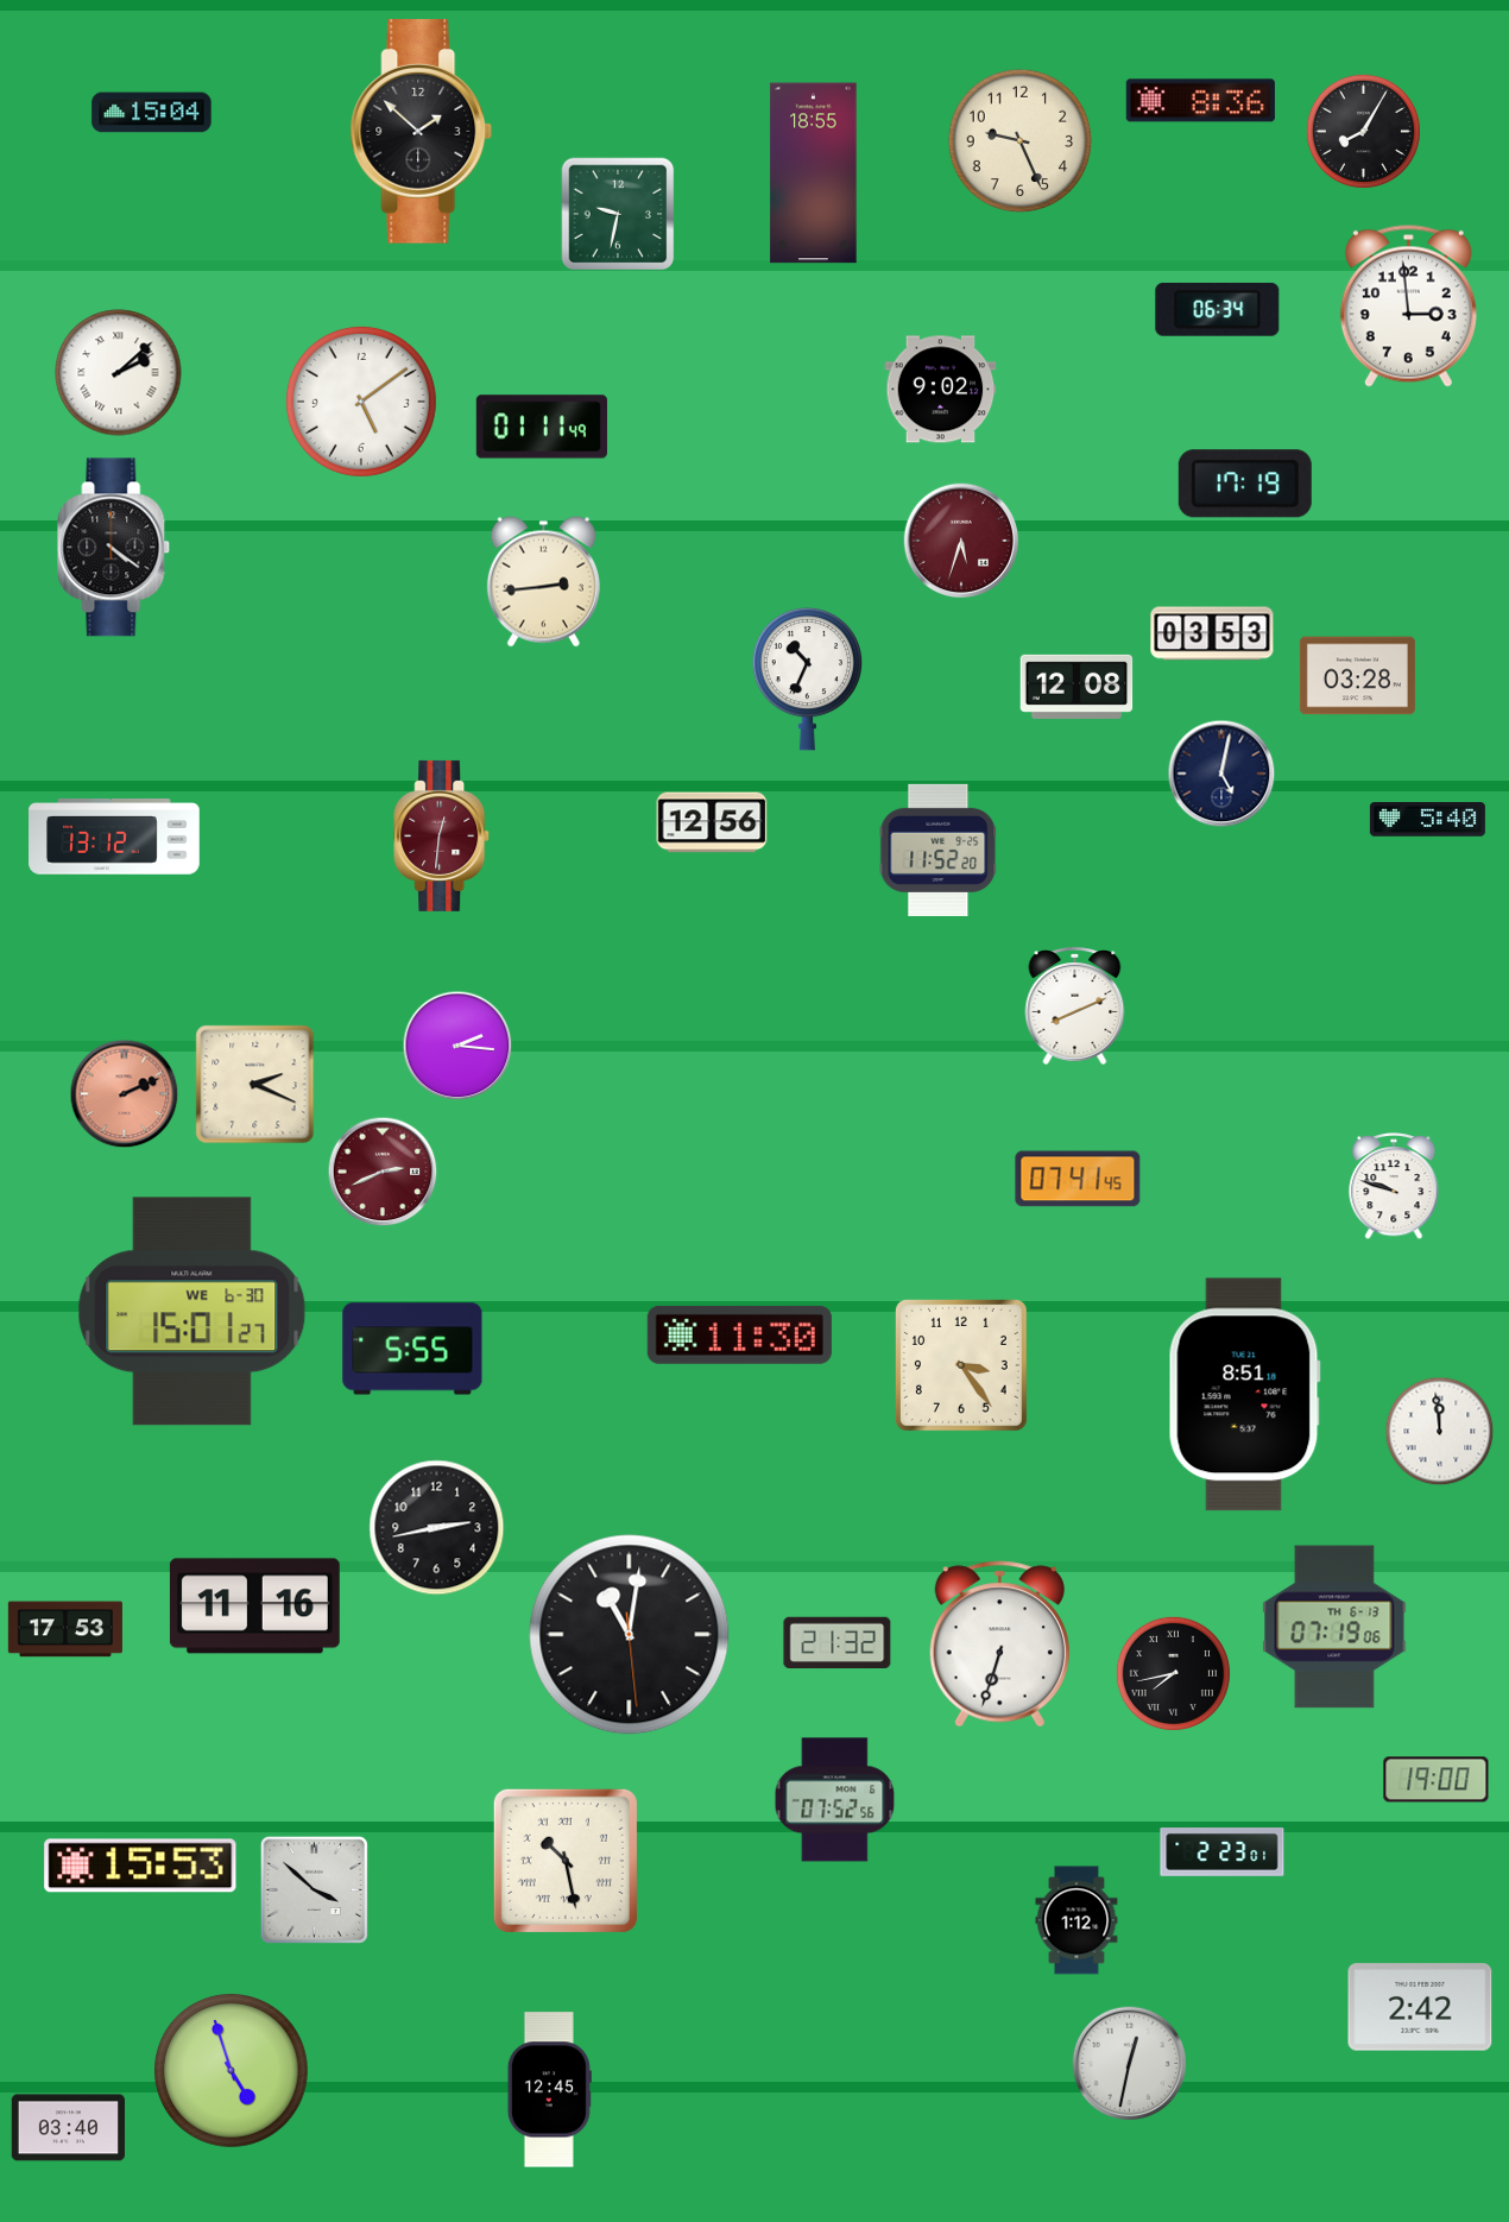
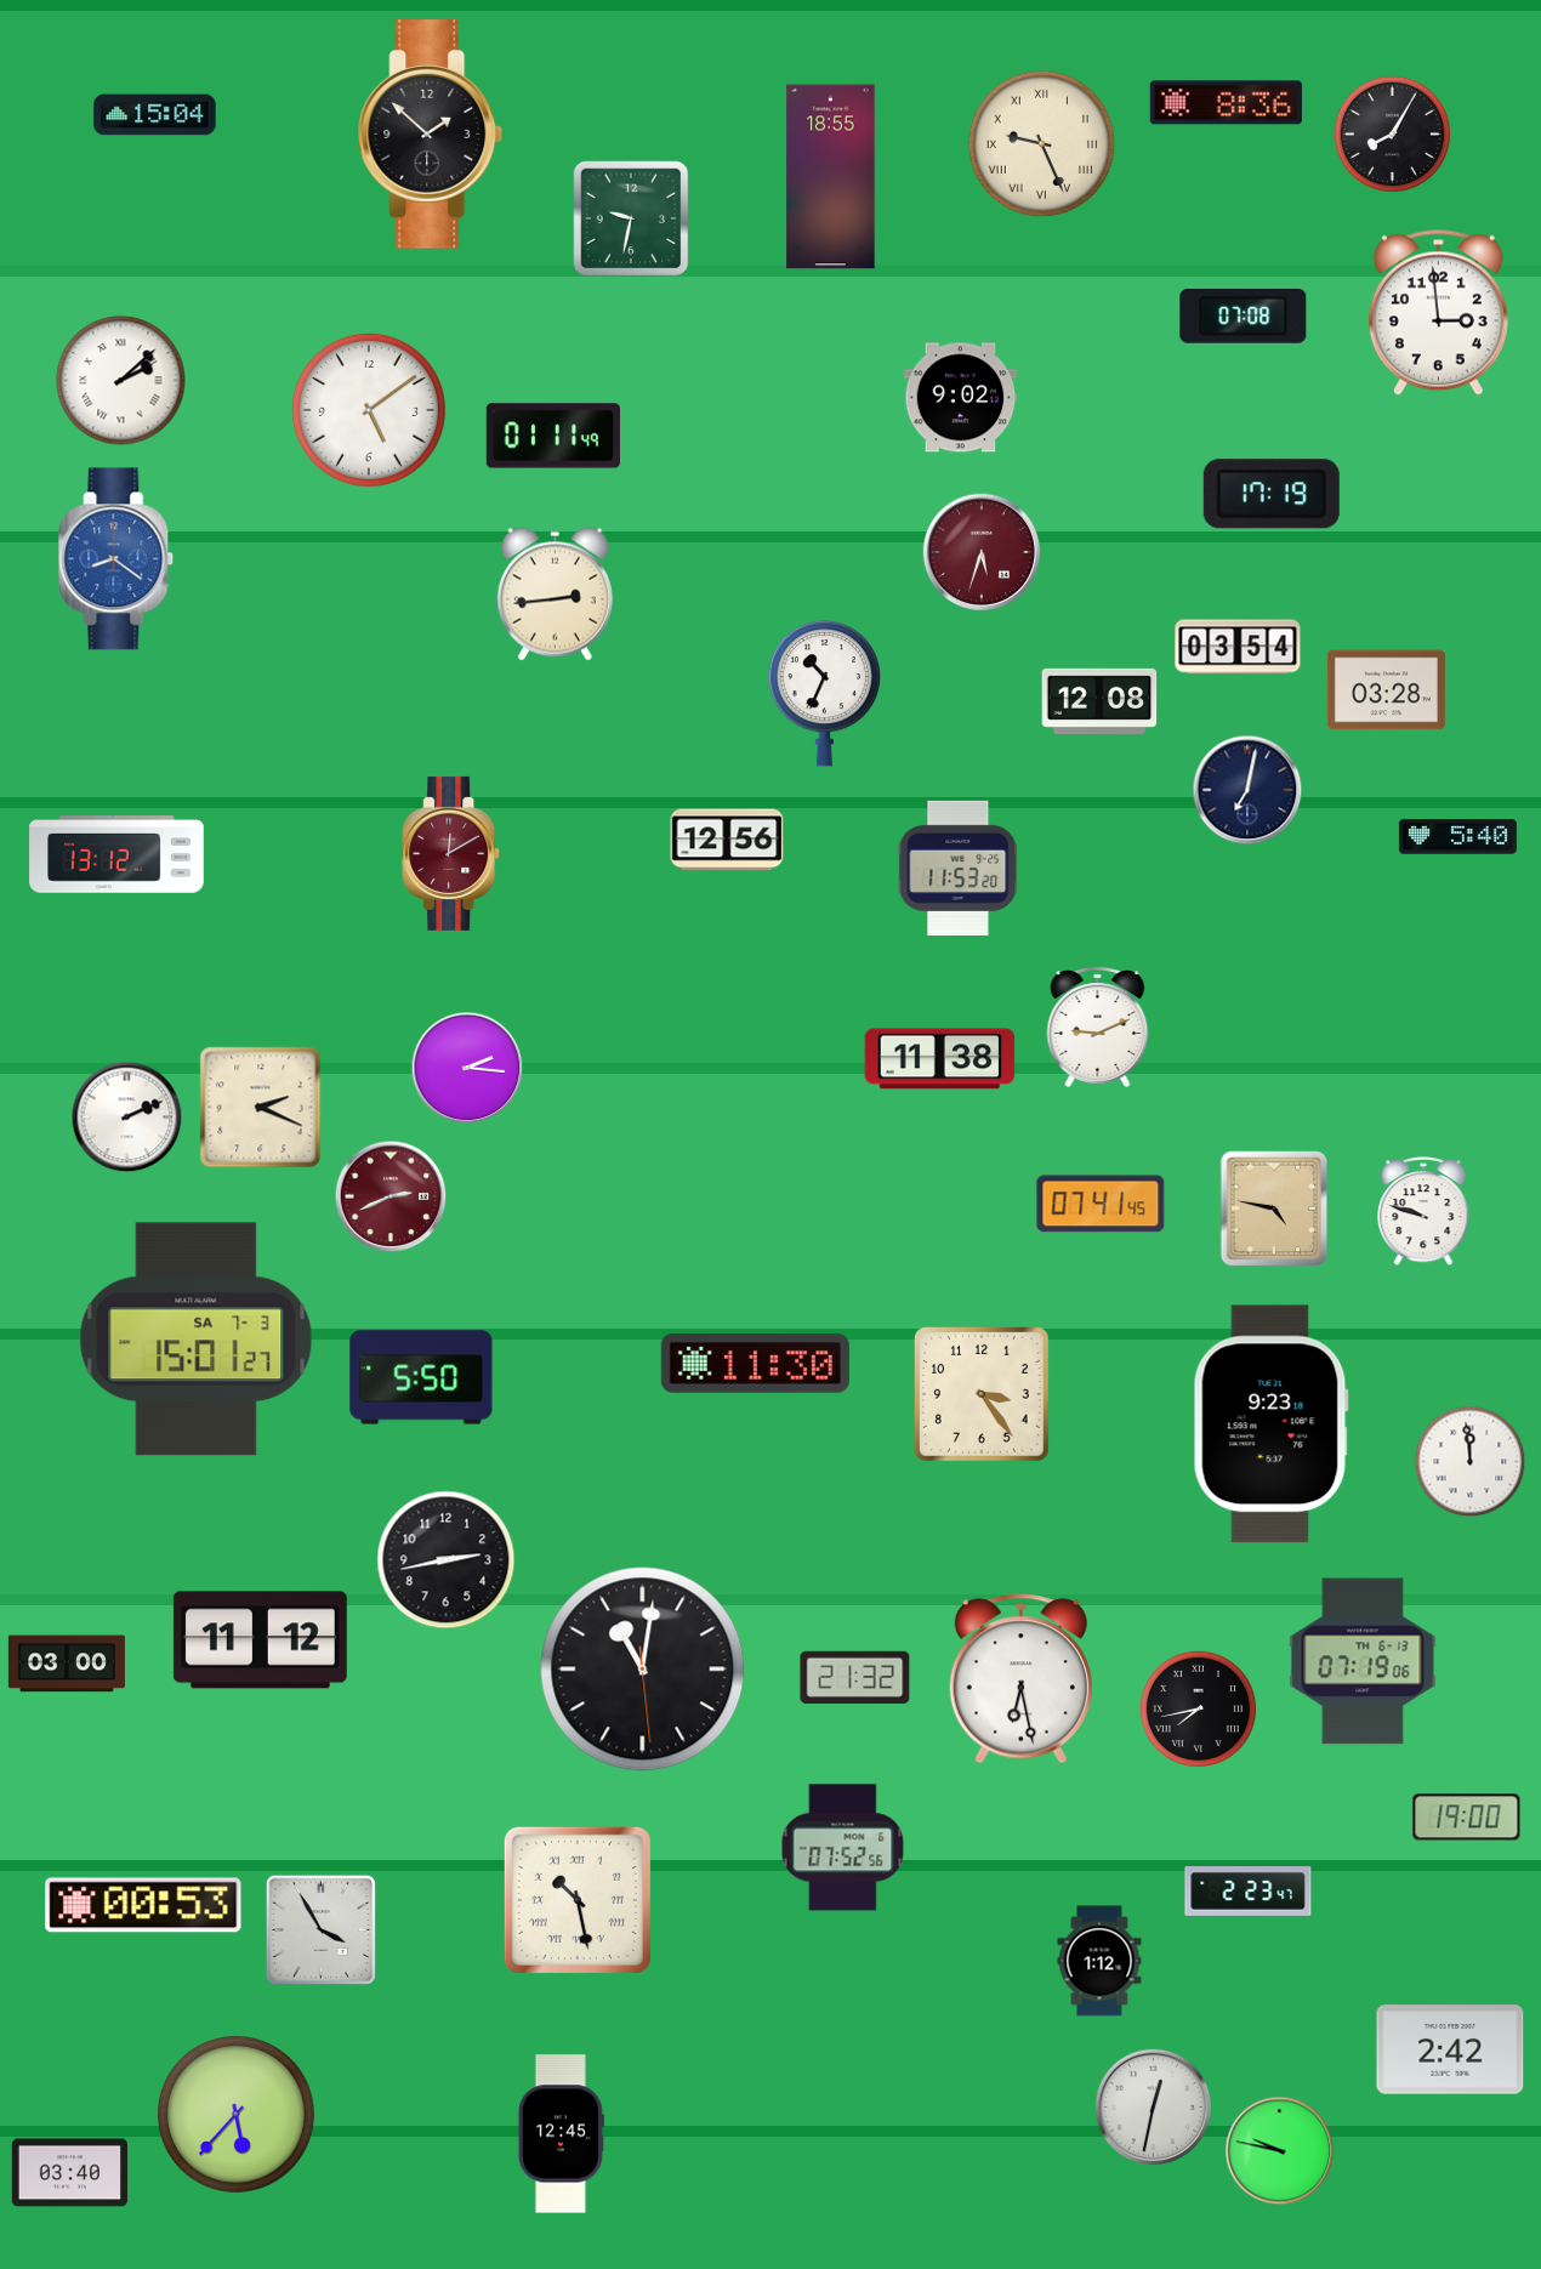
clock at (1021, 141) numerals: Arabic -> Roman
clock at (1218, 309): 06:34 -> 07:08
clock at (114, 548): 4:21 -> 8:21
clock at (114, 548) dial: black -> blue
clock at (1212, 633): 03:53 -> 03:54
clock at (1221, 774): 5:02 -> 7:02
clock at (442, 835): 12:31 -> 12:10
clock at (939, 850): 11:52 -> 11:53
clock at (1075, 1006): 8:11 -> 9:11
clock at (940, 1059): none -> 11:38
clock at (125, 1094) dial: salmon -> white
clock at (1274, 1209): none -> 4:47
clock at (192, 1312) date: WE 6-30 -> SA 7-3
clock at (412, 1349): 5:55 -> 5:50
clock at (1244, 1395): 8:51 -> 9:23
clock at (254, 1606): 11:16 -> 11:12
clock at (65, 1629): 17:53 -> 03:00
clock at (999, 1645): 6:33 -> 6:28
clock at (835, 1800) position: (835, 1800) -> (843, 1848)
clock at (1223, 1852): 2:23:01 -> 2:23:47
clock at (140, 1866): 15:53 -> 00:53
clock at (314, 1889): 3:52 -> 3:55
clock at (232, 2071): 4:57 -> 5:37
clock at (1280, 2151): none -> 9:47
